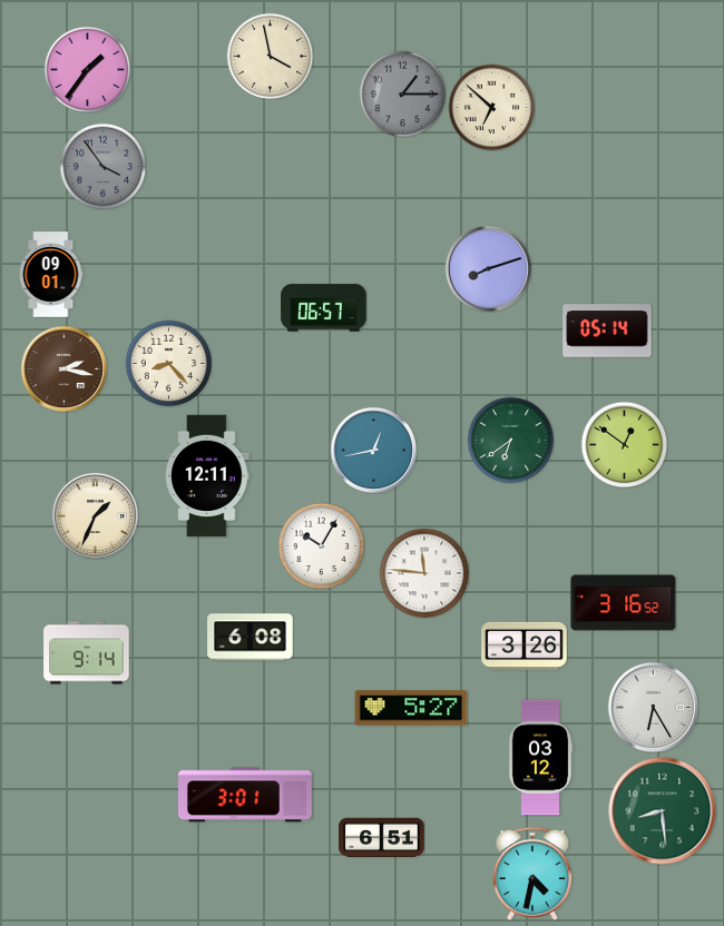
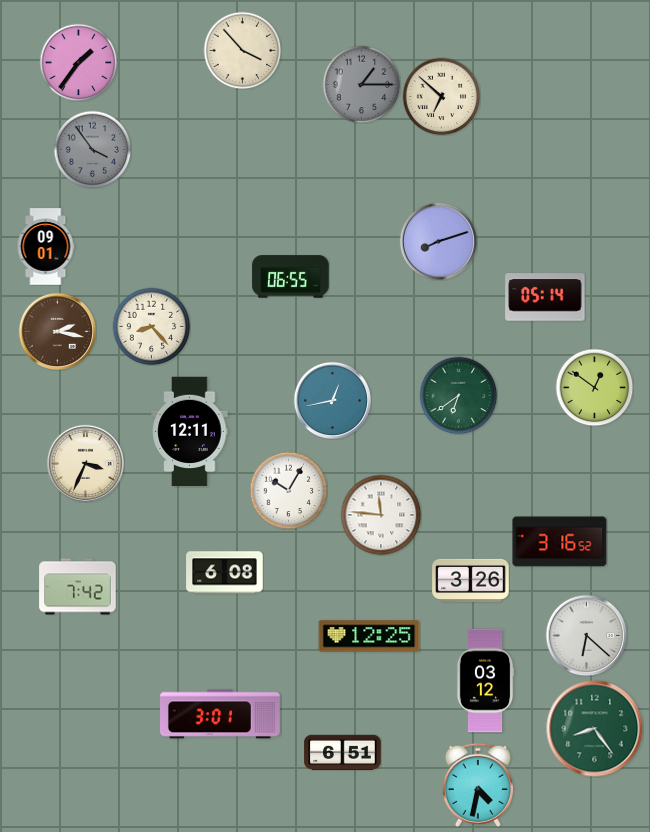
clock at (270, 56): 3:58 -> 3:53
clock at (324, 308): 06:57 -> 06:55
clock at (624, 444) position: (624, 444) -> (594, 387)
clock at (373, 450) position: (373, 450) -> (332, 400)
clock at (207, 476) position: (207, 476) -> (190, 432)
clock at (95, 515): 1:34 -> 3:34
clock at (87, 653): 9:14 -> 7:42
clock at (653, 707): 6:25 -> 6:22
clock at (411, 708): 5:27 -> 12:25
clock at (663, 811): 8:29 -> 8:24
